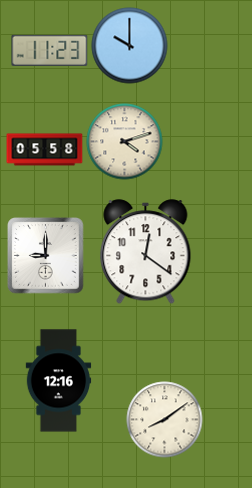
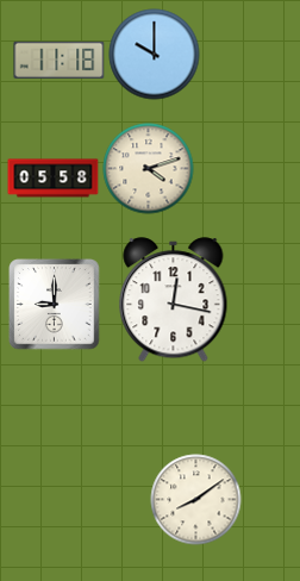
clock at (50, 50): 11:23 -> 11:18
clock at (146, 252): 12:21 -> 12:17
clock at (59, 381): 12:16 -> none
